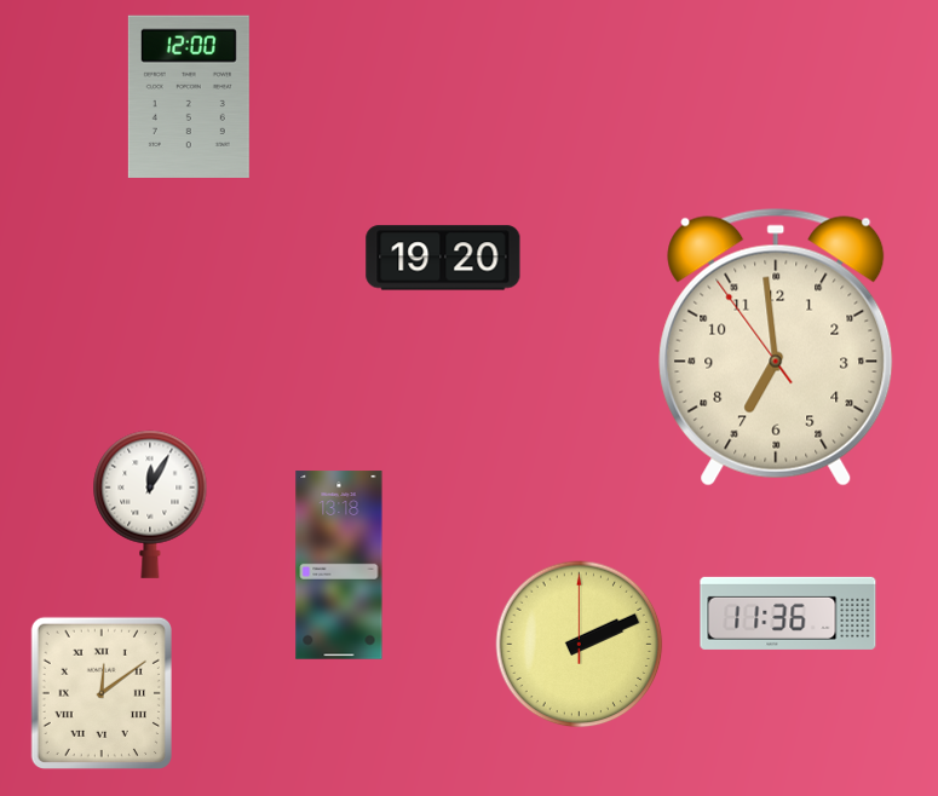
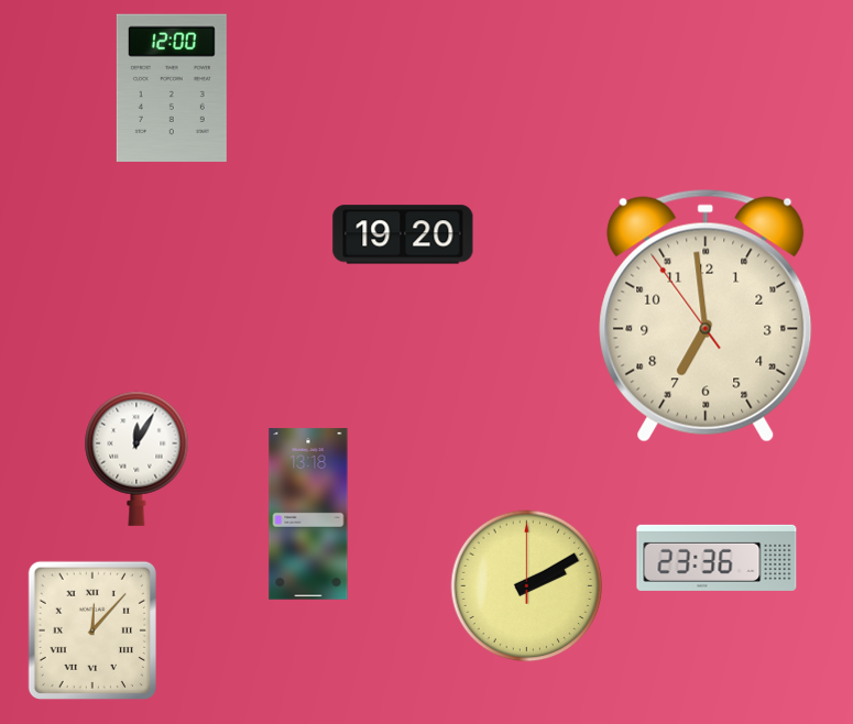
clock at (788, 613): 11:36 -> 23:36
clock at (580, 645): 2:11 -> 2:10
clock at (102, 692): 12:09 -> 12:07
